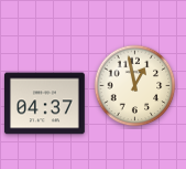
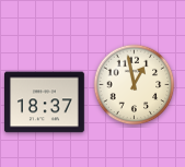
clock at (45, 104): 04:37 -> 18:37
